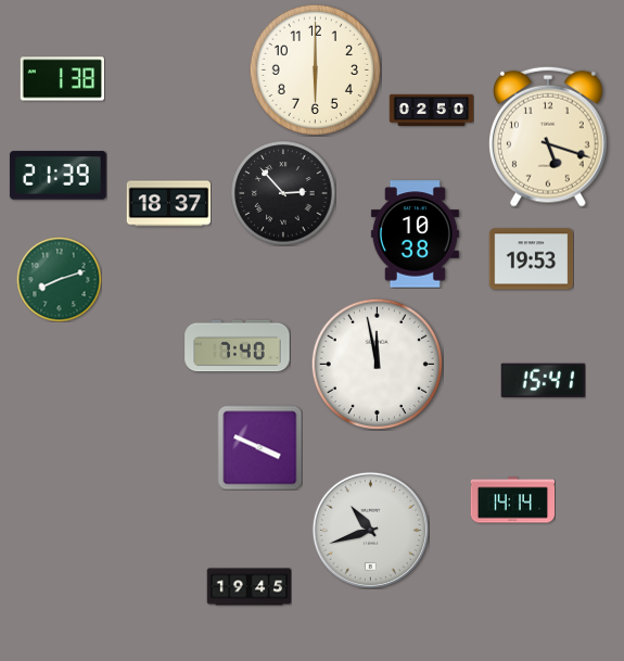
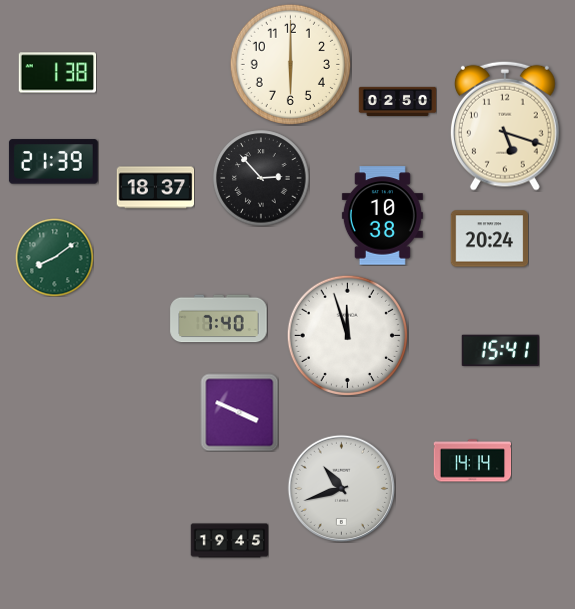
clock at (531, 259): 19:53 -> 20:24
clock at (59, 279): 8:12 -> 8:09
clock at (377, 364): 11:58 -> 11:57
